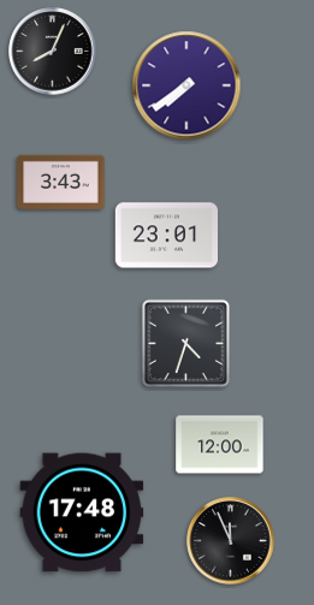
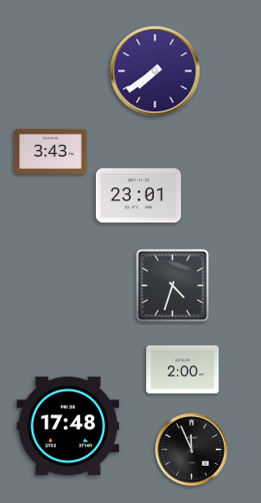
clock at (53, 52): 8:04 -> none
clock at (185, 343) position: (185, 343) -> (172, 285)
clock at (220, 445): 12:00 -> 2:00
